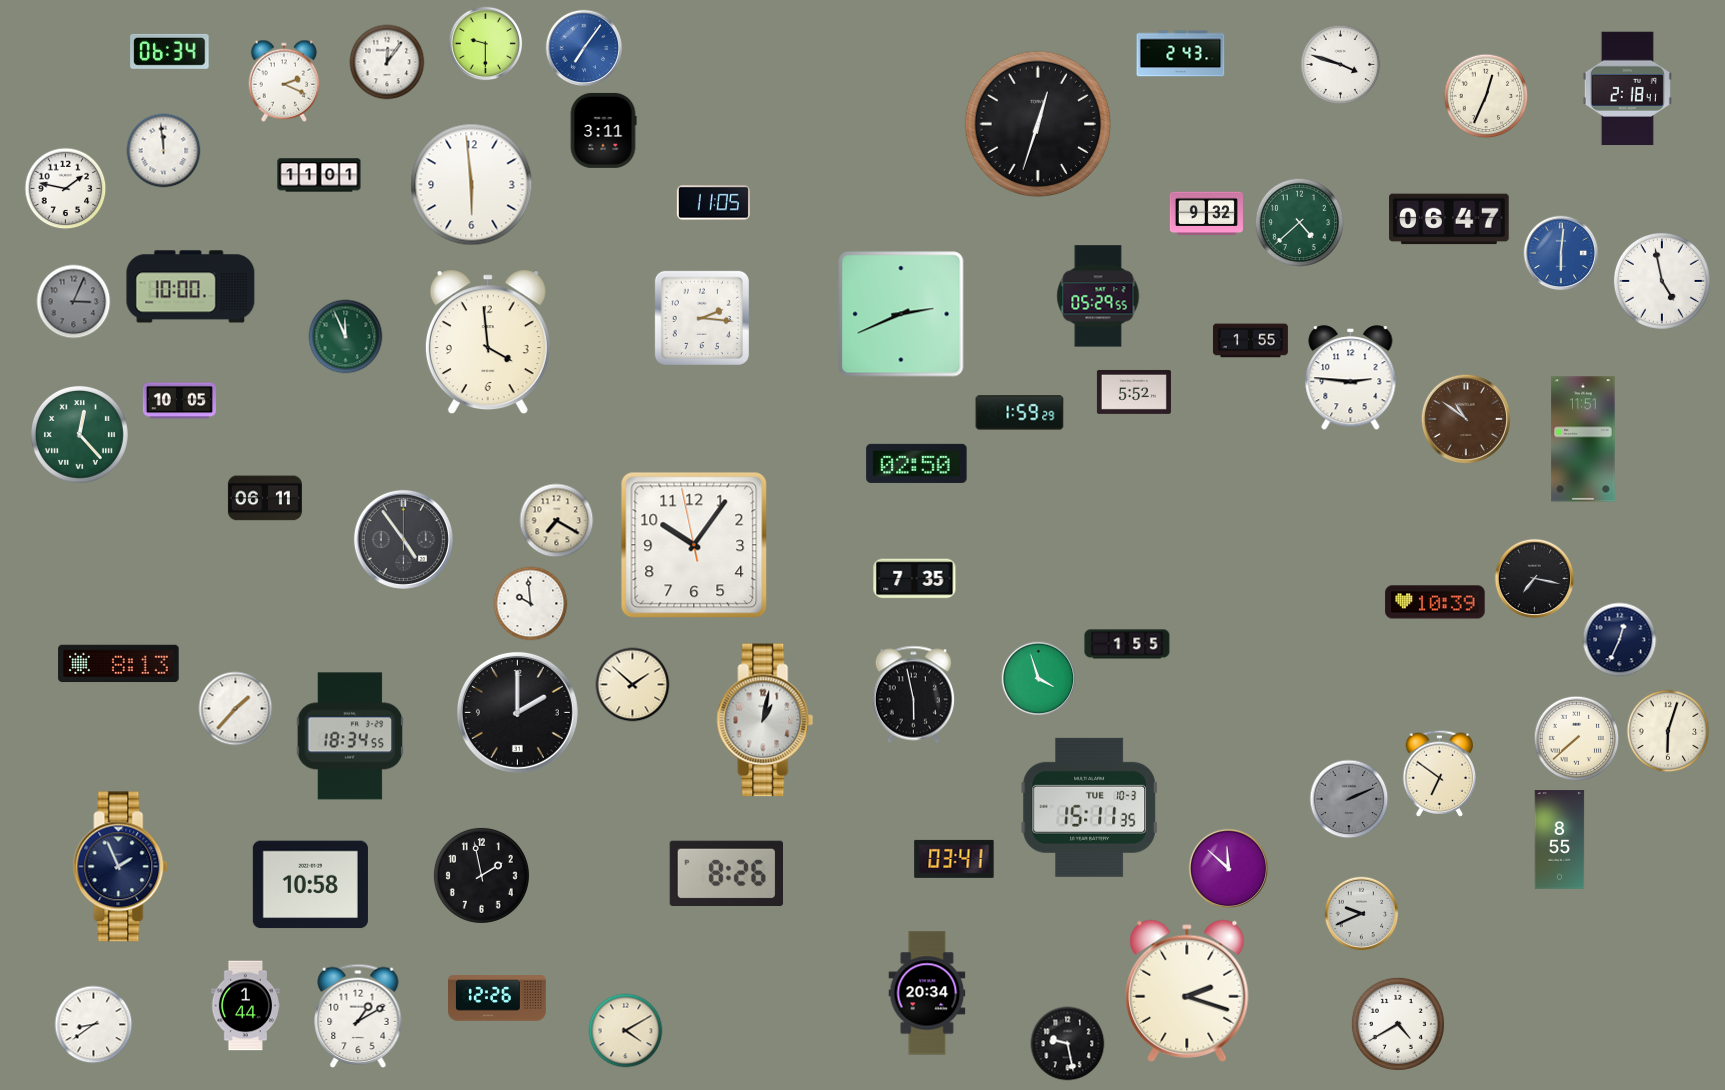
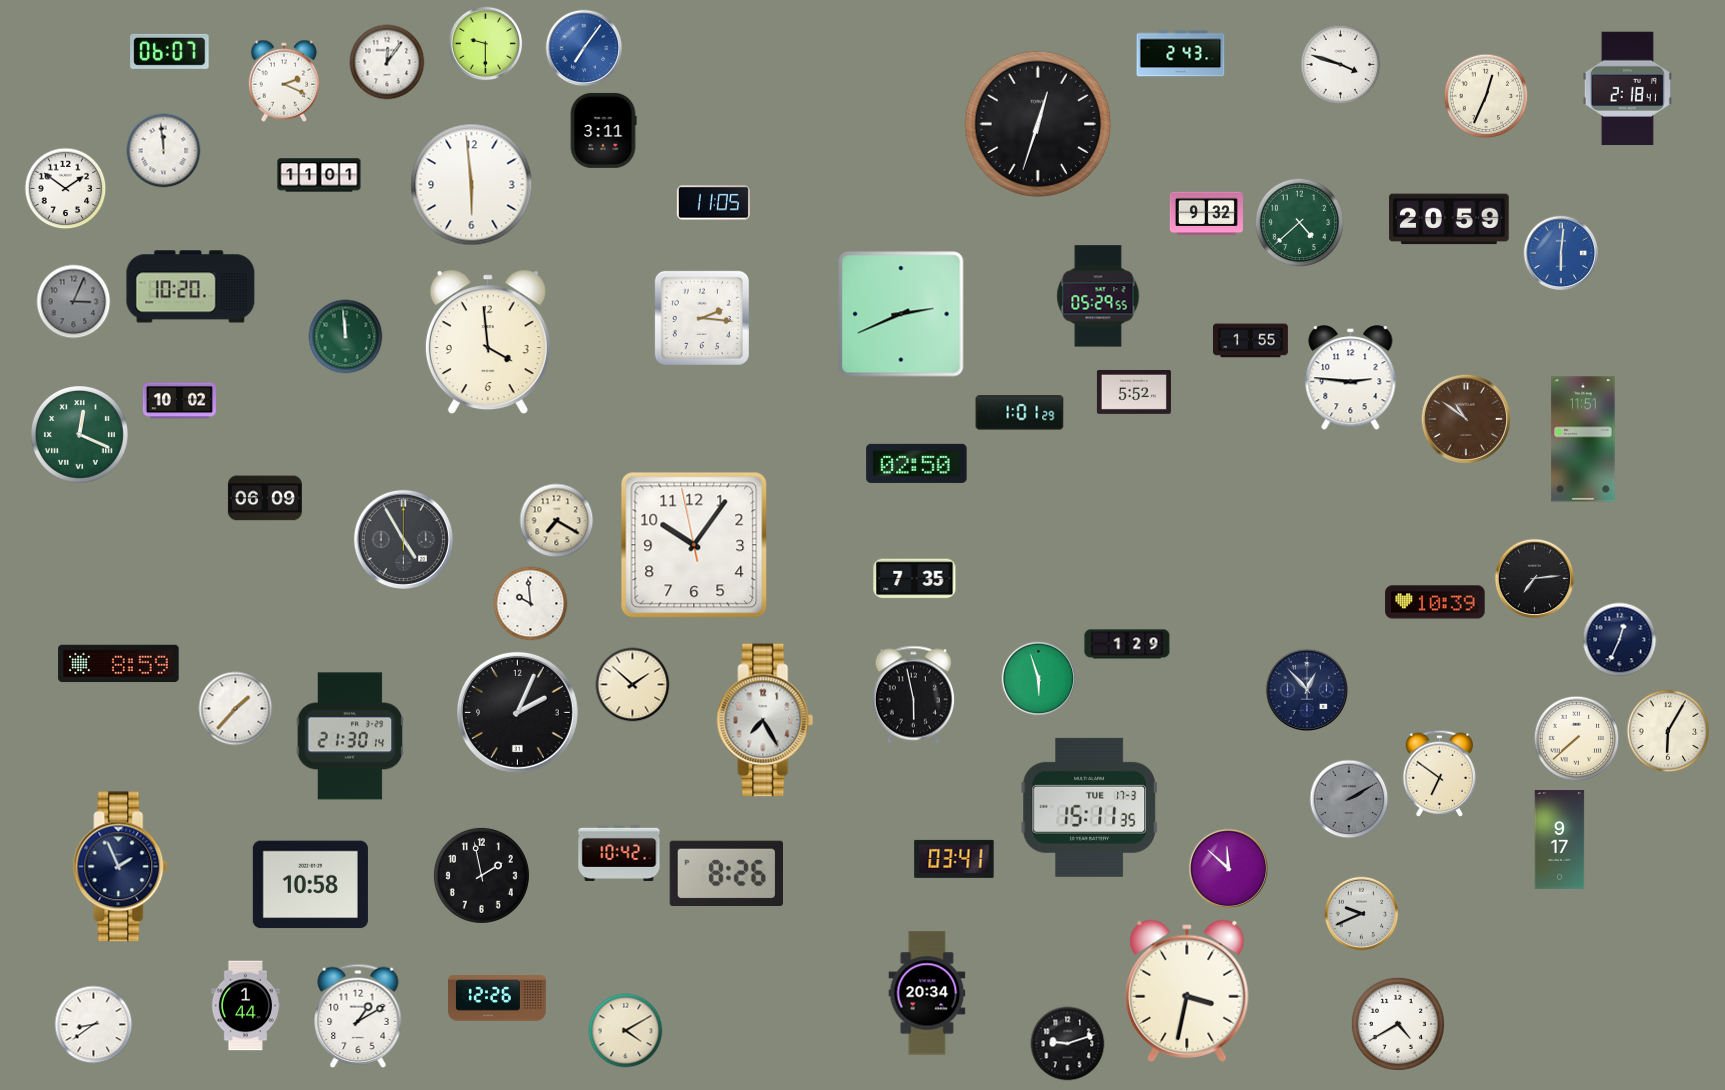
clock at (170, 51): 06:34 -> 06:07
clock at (66, 189): 1:47 -> 1:51
clock at (1449, 219): 06:47 -> 20:59
clock at (1662, 281): 4:58 -> none
clock at (191, 287): 10:00 -> 10:20
clock at (346, 337): 11:56 -> 11:59
clock at (179, 401): 10:05 -> 10:02
clock at (1020, 413): 1:59 -> 1:01
clock at (79, 434): 12:23 -> 12:19
clock at (265, 498): 06:11 -> 06:09
clock at (403, 539): 4:54 -> 4:55
clock at (1535, 579): 7:17 -> 7:14
clock at (1127, 644): 1:55 -> 1:29
clock at (119, 664): 8:13 -> 8:59
clock at (1039, 679): 3:57 -> 5:57
clock at (1306, 689): none -> 12:53
clock at (517, 712): 2:00 -> 2:04
clock at (765, 720): 1:02 -> 7:25
clock at (1668, 731): 6:03 -> 6:05
clock at (350, 736): 18:34 -> 21:30
clock at (1349, 799): 2:11 -> 2:10
clock at (1089, 807) date: TUE 10-3 -> TUE 17-3
clock at (1560, 840): 8:55 -> 9:17
clock at (619, 853): none -> 10:42
clock at (1187, 991): 2:18 -> 3:32
clock at (1068, 1044): 9:28 -> 9:12
